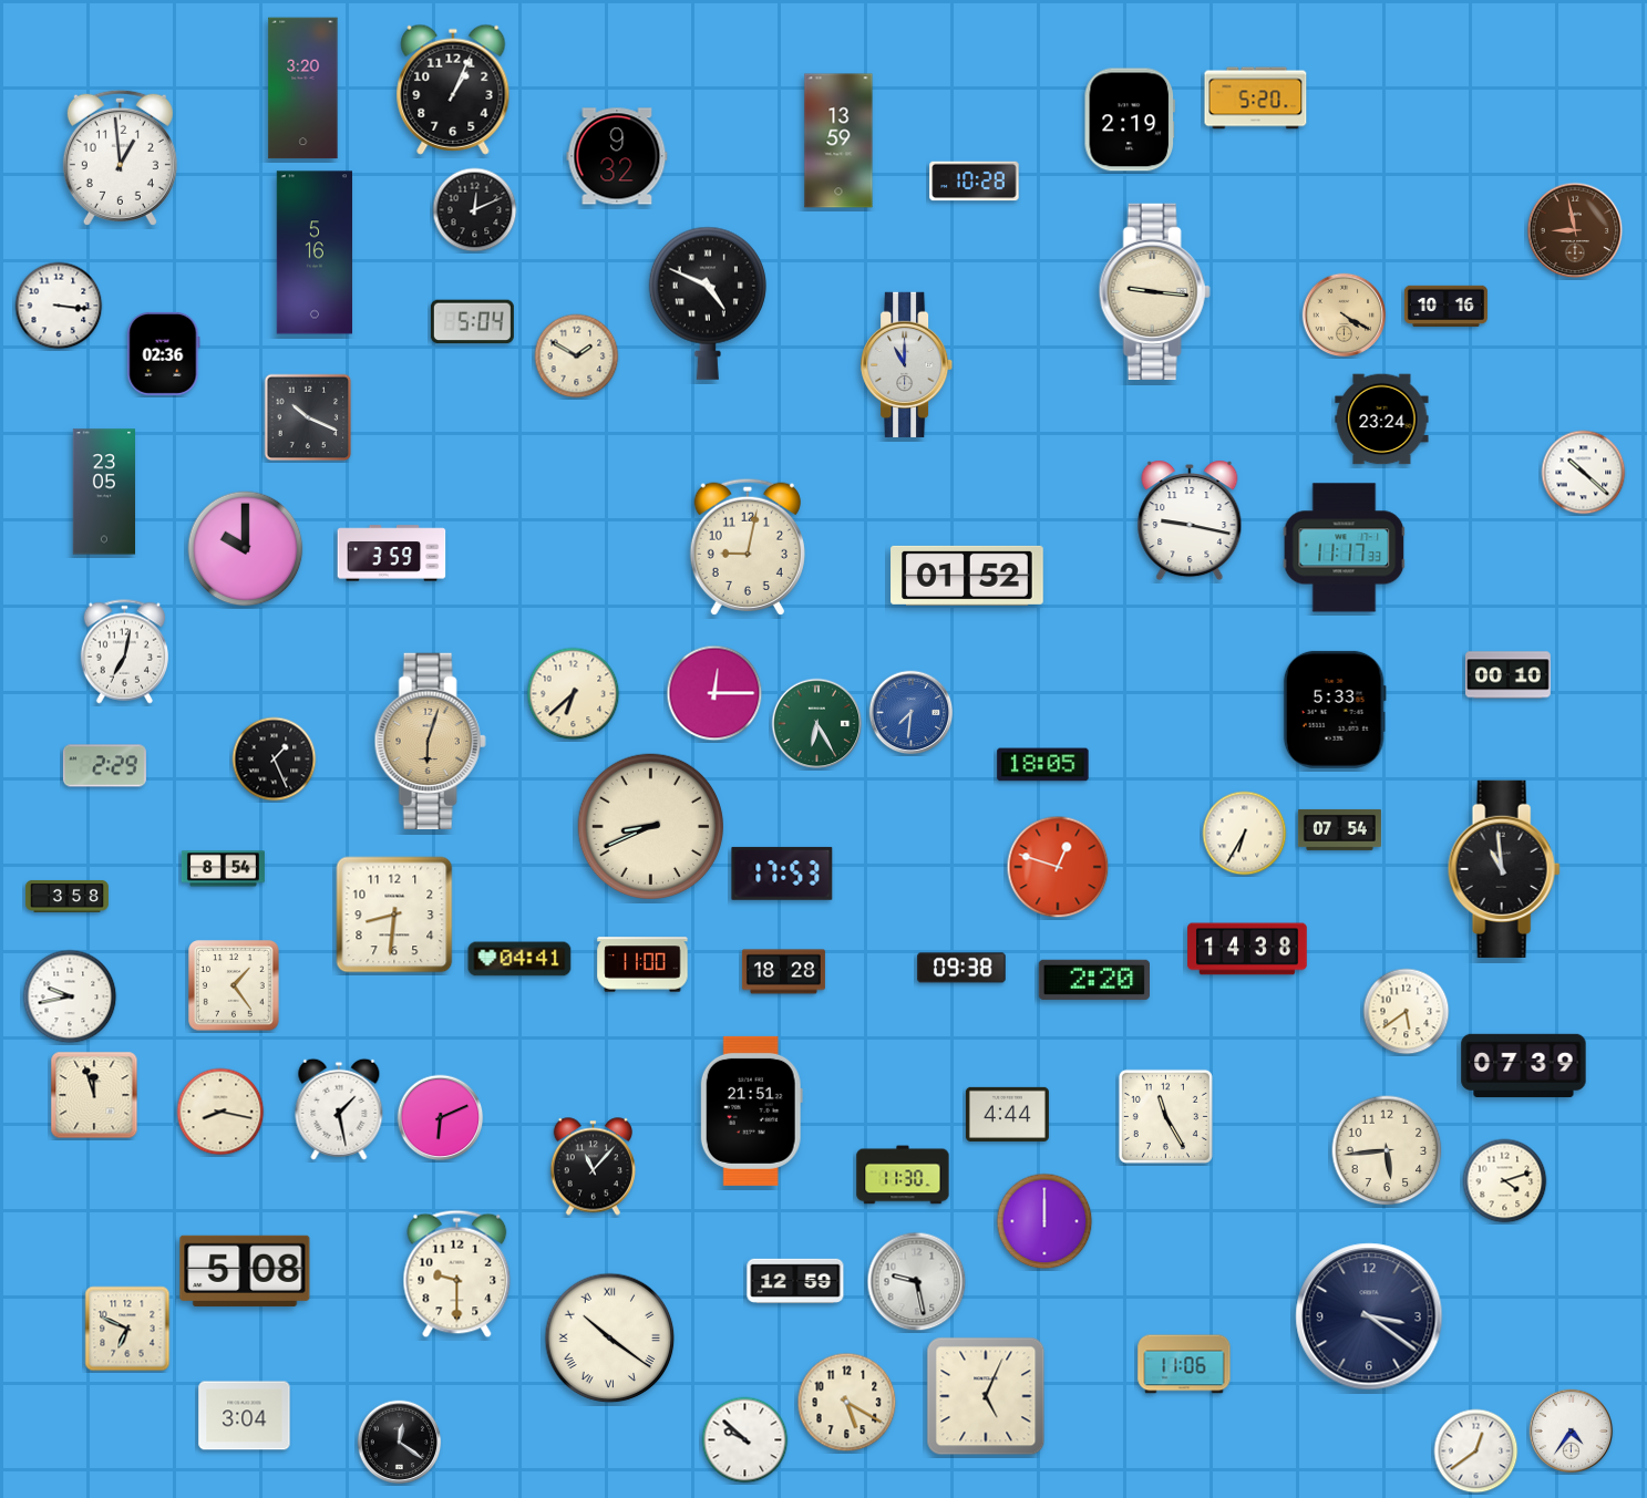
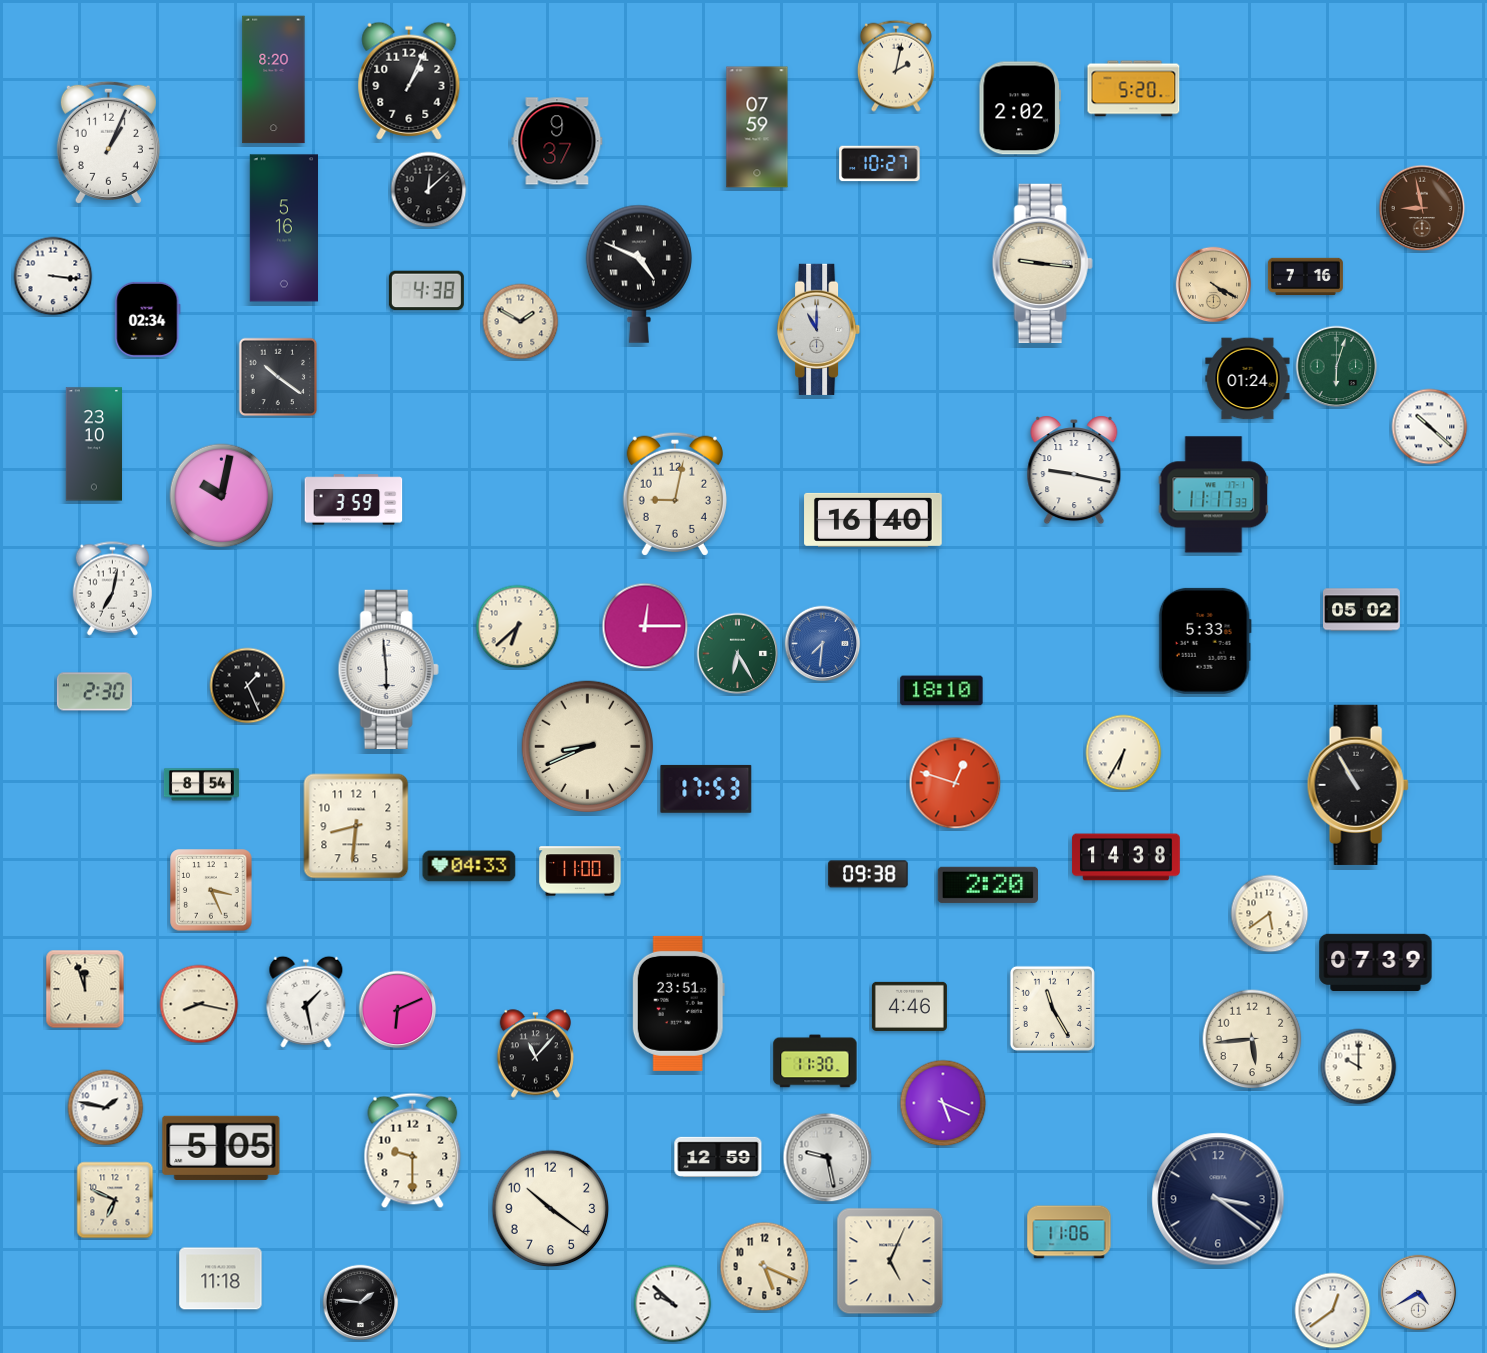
clock at (896, 66): none -> 2:02
clock at (303, 89): 3:20 -> 8:20
clock at (1130, 120): 2:19 -> 2:02
clock at (838, 141): 13:59 -> 07:59
clock at (617, 156): 9:32 -> 9:37
clock at (120, 157): 12:59 -> 1:04
clock at (975, 182): 10:28 -> 10:27
clock at (475, 210): 12:11 -> 12:08
clock at (1445, 306): 10:16 -> 7:16
clock at (472, 322): 5:04 -> 4:38
clock at (164, 353): 02:36 -> 02:34
clock at (1337, 367): none -> 6:03
clock at (308, 417): 10:19 -> 10:21
clock at (1382, 420): 23:24 -> 01:24
clock at (104, 492): 23:05 -> 23:10
clock at (246, 549): 10:00 -> 10:02
clock at (967, 576): 01:52 -> 16:40
clock at (1509, 675): 00:10 -> 05:02
clock at (430, 741): 6:03 -> 5:59
clock at (430, 741) dial: champagne -> white
clock at (1043, 765): 18:05 -> 18:10
clock at (104, 766): 2:29 -> 2:30
clock at (1339, 829): 07:54 -> none
clock at (1504, 869): 10:59 -> 10:55
clock at (66, 896): 3:58 -> none
clock at (519, 959): 04:41 -> 04:33
clock at (783, 972): 18:28 -> none
clock at (234, 985): 1:24 -> 3:26
clock at (70, 996): 9:43 -> none
clock at (751, 1110): 21:51 -> 23:51
clock at (1007, 1114): 4:44 -> 4:46
clock at (1505, 1181): 4:12 -> 10:00
clock at (1044, 1221): 12:00 -> 5:19
clock at (106, 1108): none -> 1:47
clock at (245, 1271): 5:08 -> 5:05
clock at (1369, 1316) position: (1369, 1316) -> (1218, 1199)
clock at (610, 1339) numerals: Roman -> Arabic
clock at (847, 1403): 5:20 -> 5:19
clock at (245, 1416): 3:04 -> 11:18
clock at (1572, 1432): 4:36 -> 4:40
clock at (745, 1440) position: (745, 1440) -> (673, 1304)
clock at (400, 1443): 12:21 -> 1:46
